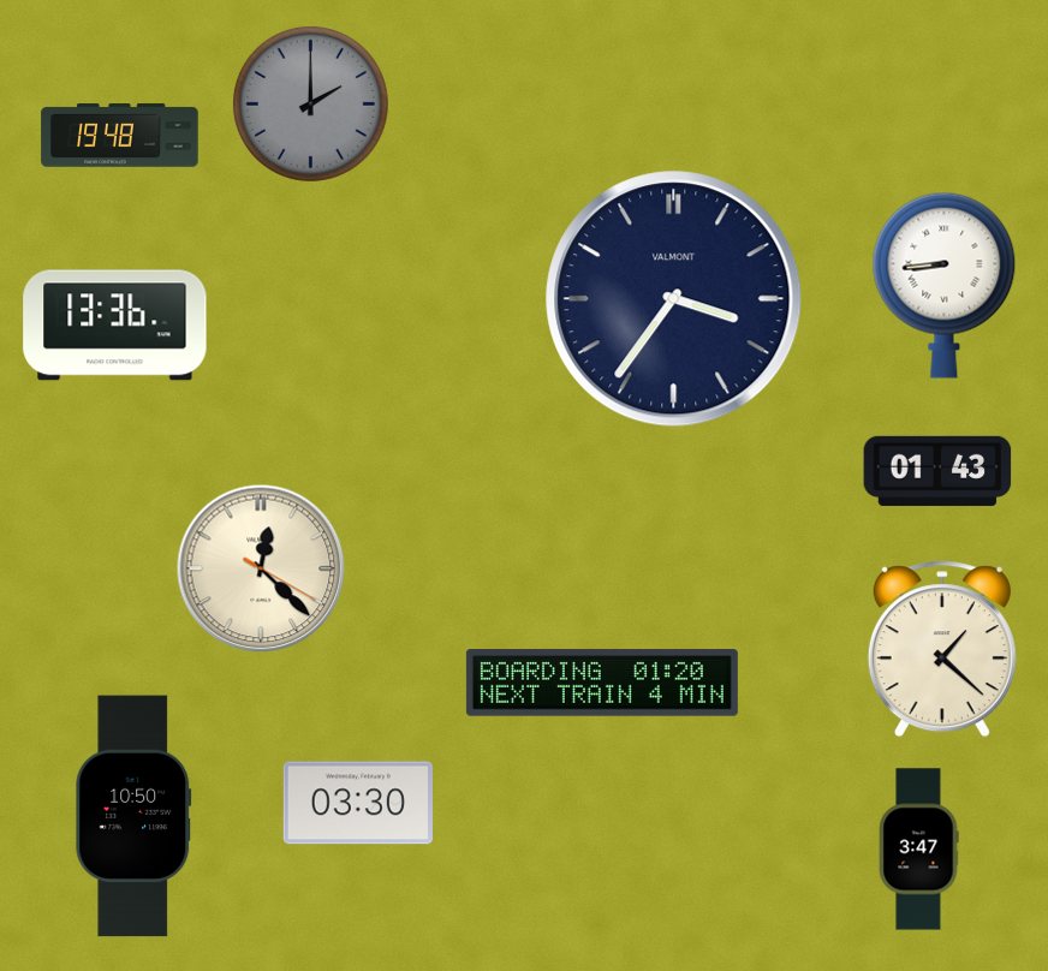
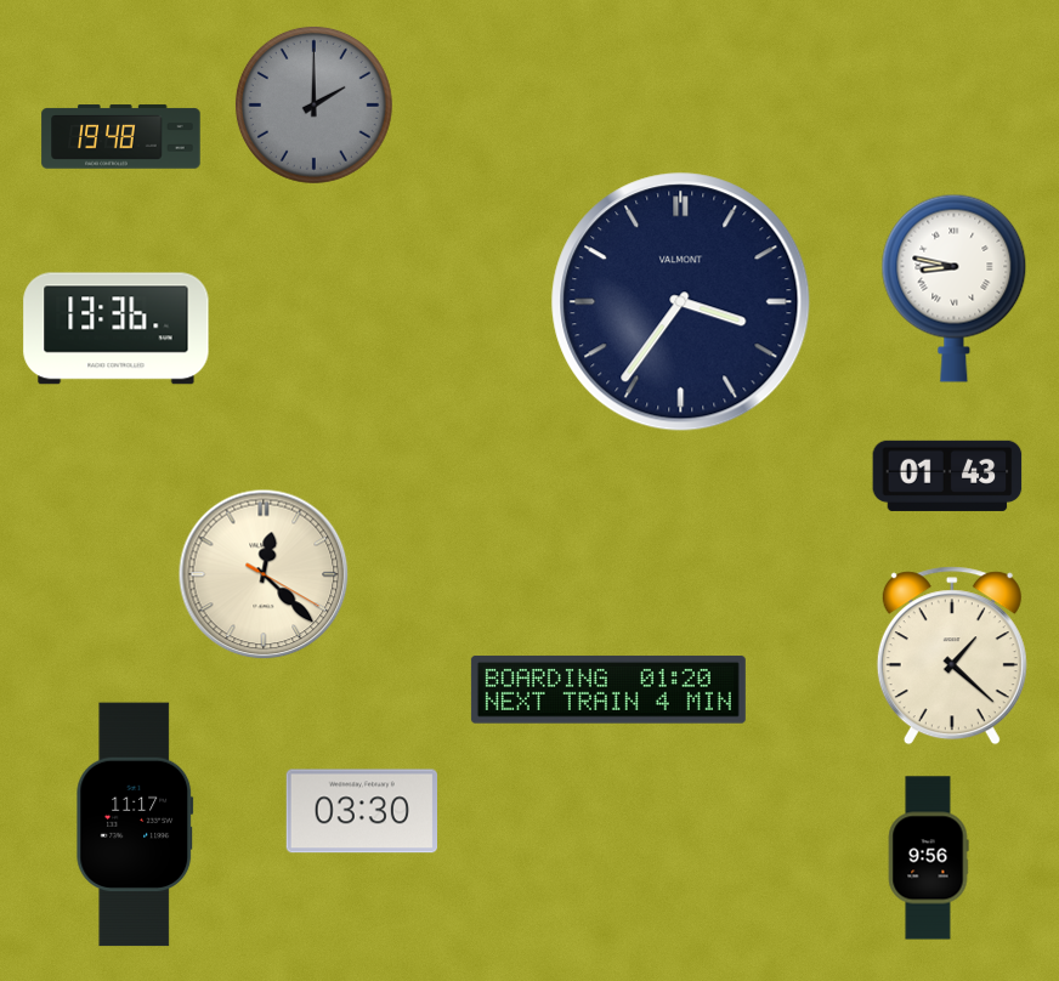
clock at (945, 285): 8:44 -> 8:47
clock at (133, 816): 10:50 -> 11:17
clock at (918, 850): 3:47 -> 9:56
